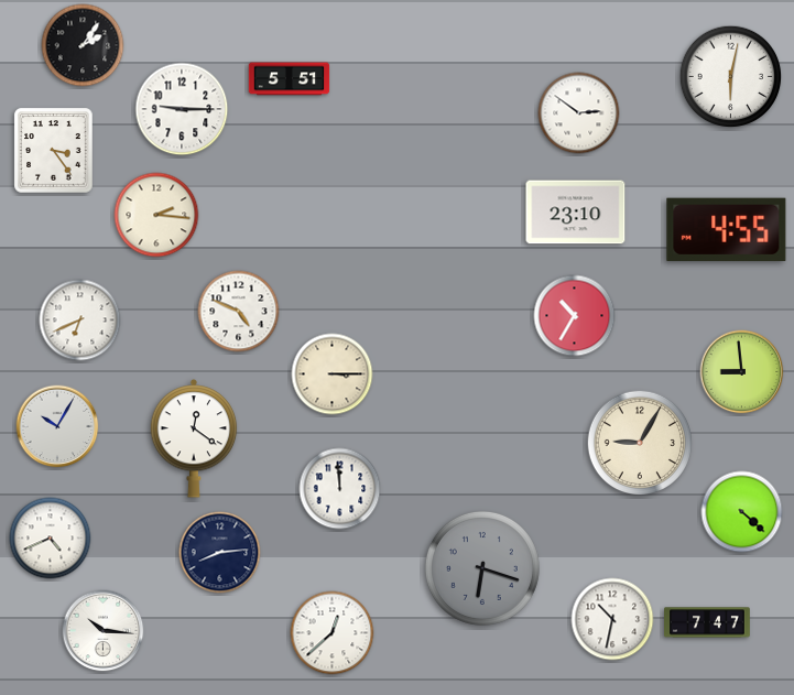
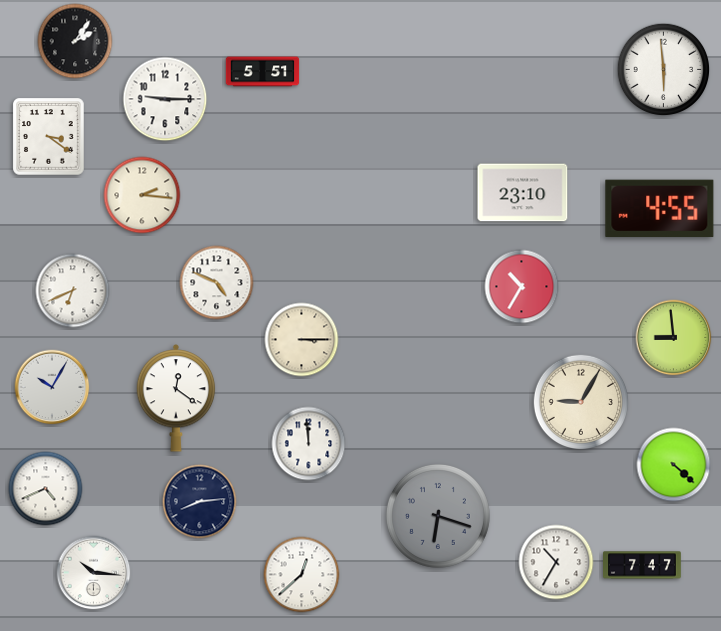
clock at (731, 77): 6:02 -> 5:59
clock at (579, 113): 2:51 -> none
clock at (54, 151): 3:24 -> 3:21
clock at (612, 619): 10:32 -> 10:35
